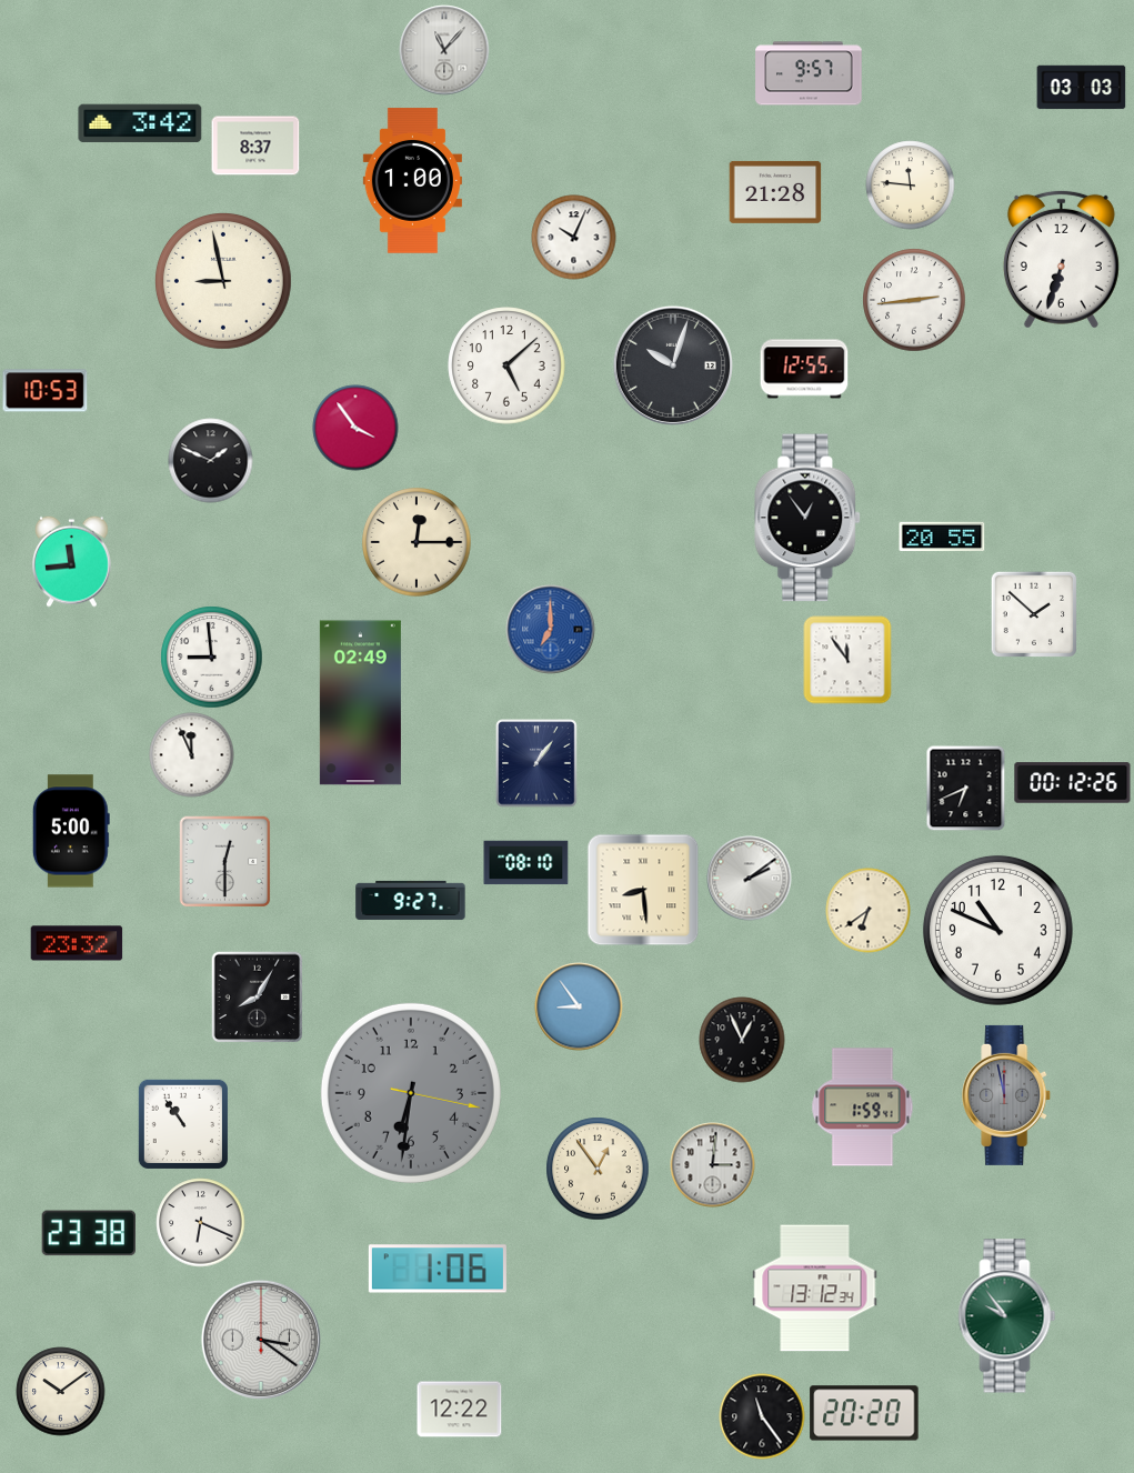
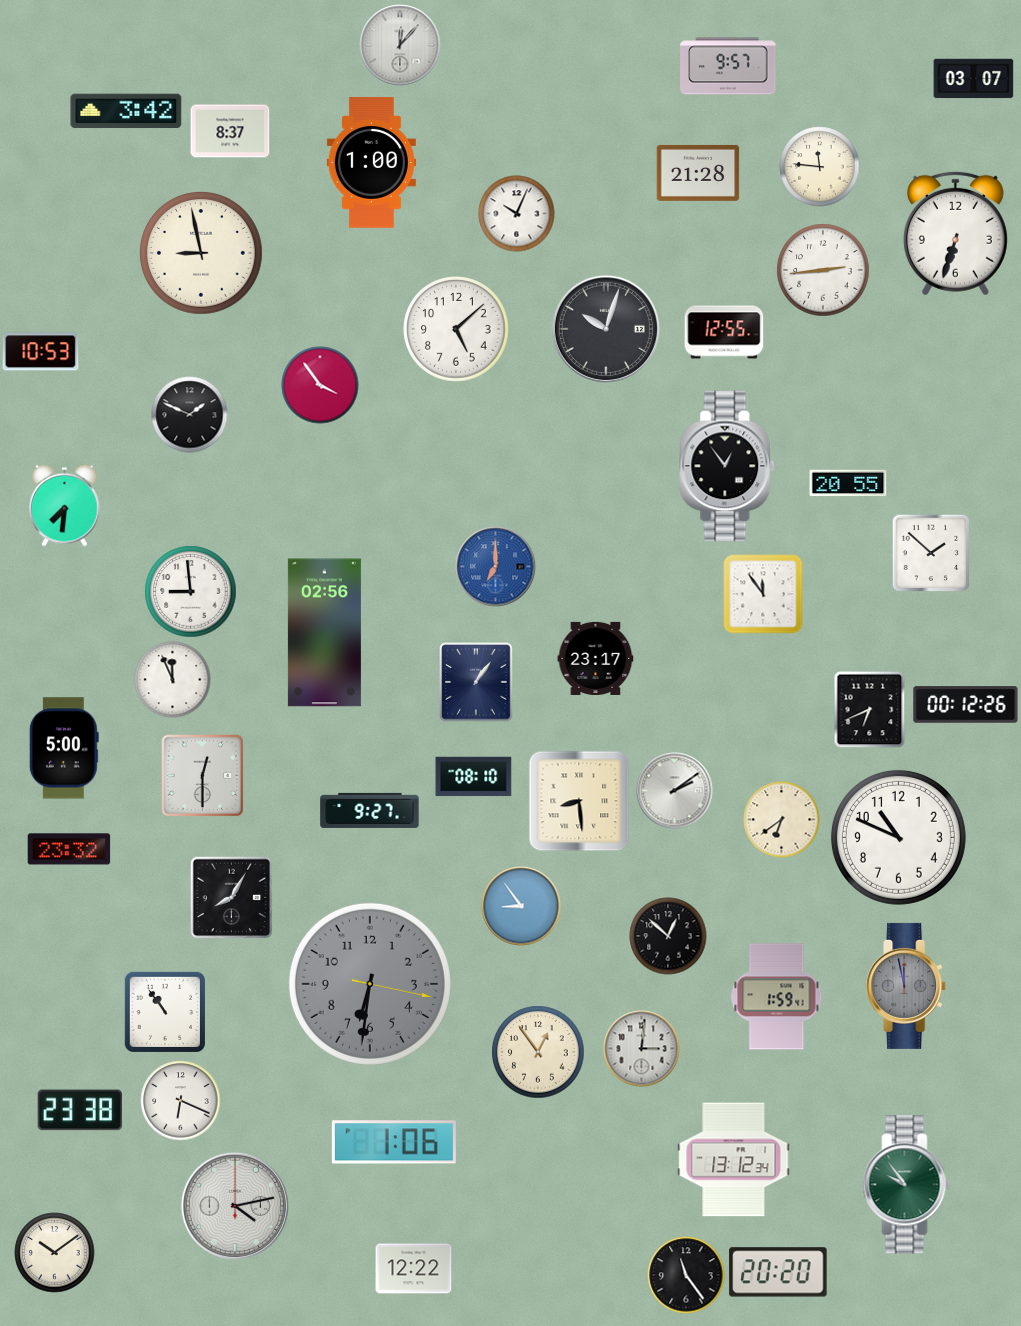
clock at (444, 50): 11:07 -> 12:07
clock at (1082, 88): 03:03 -> 03:07
clock at (417, 542): 12:15 -> none
clock at (72, 561): 11:44 -> 7:31
clock at (360, 703): 02:49 -> 02:56
clock at (596, 658): none -> 23:17
clock at (536, 763) position: (536, 763) -> (476, 682)
clock at (742, 1040): 12:56 -> 12:52
clock at (261, 1340): 3:21 -> 4:13
